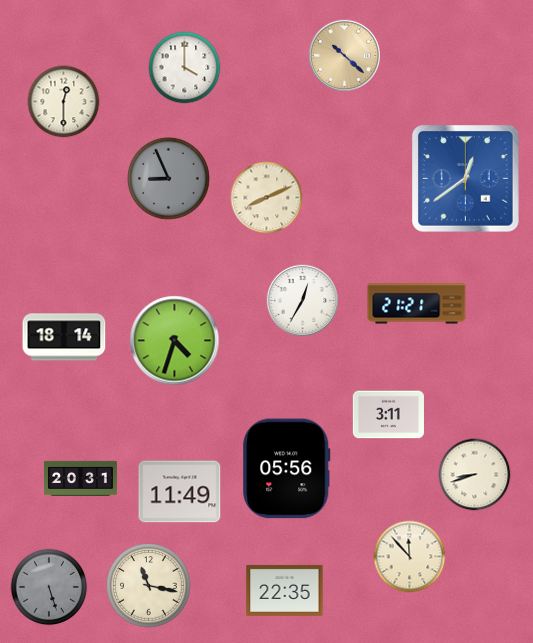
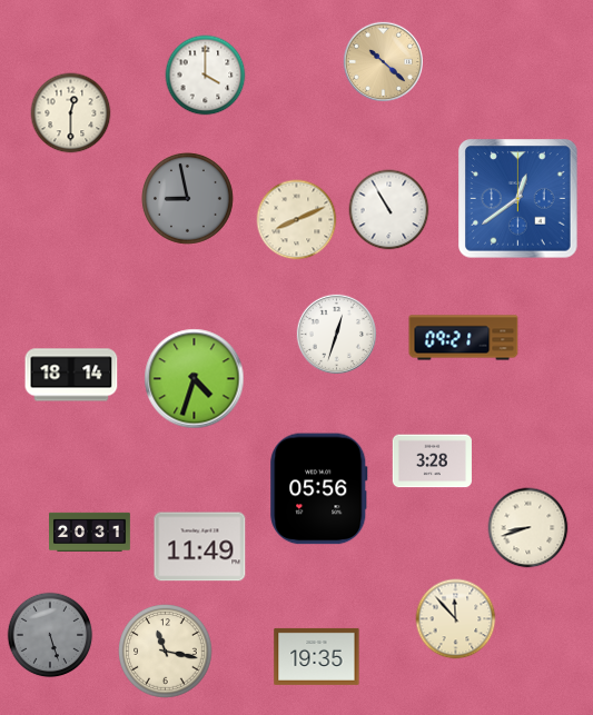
clock at (168, 178): 8:56 -> 8:58
clock at (389, 210): none -> 10:55
clock at (302, 300): 12:35 -> 12:33
clock at (417, 304): 21:21 -> 09:21
clock at (388, 415): 3:11 -> 3:28
clock at (287, 469) position: (287, 469) -> (319, 489)
clock at (49, 587) position: (49, 587) -> (50, 635)
clock at (285, 590): 22:35 -> 19:35
